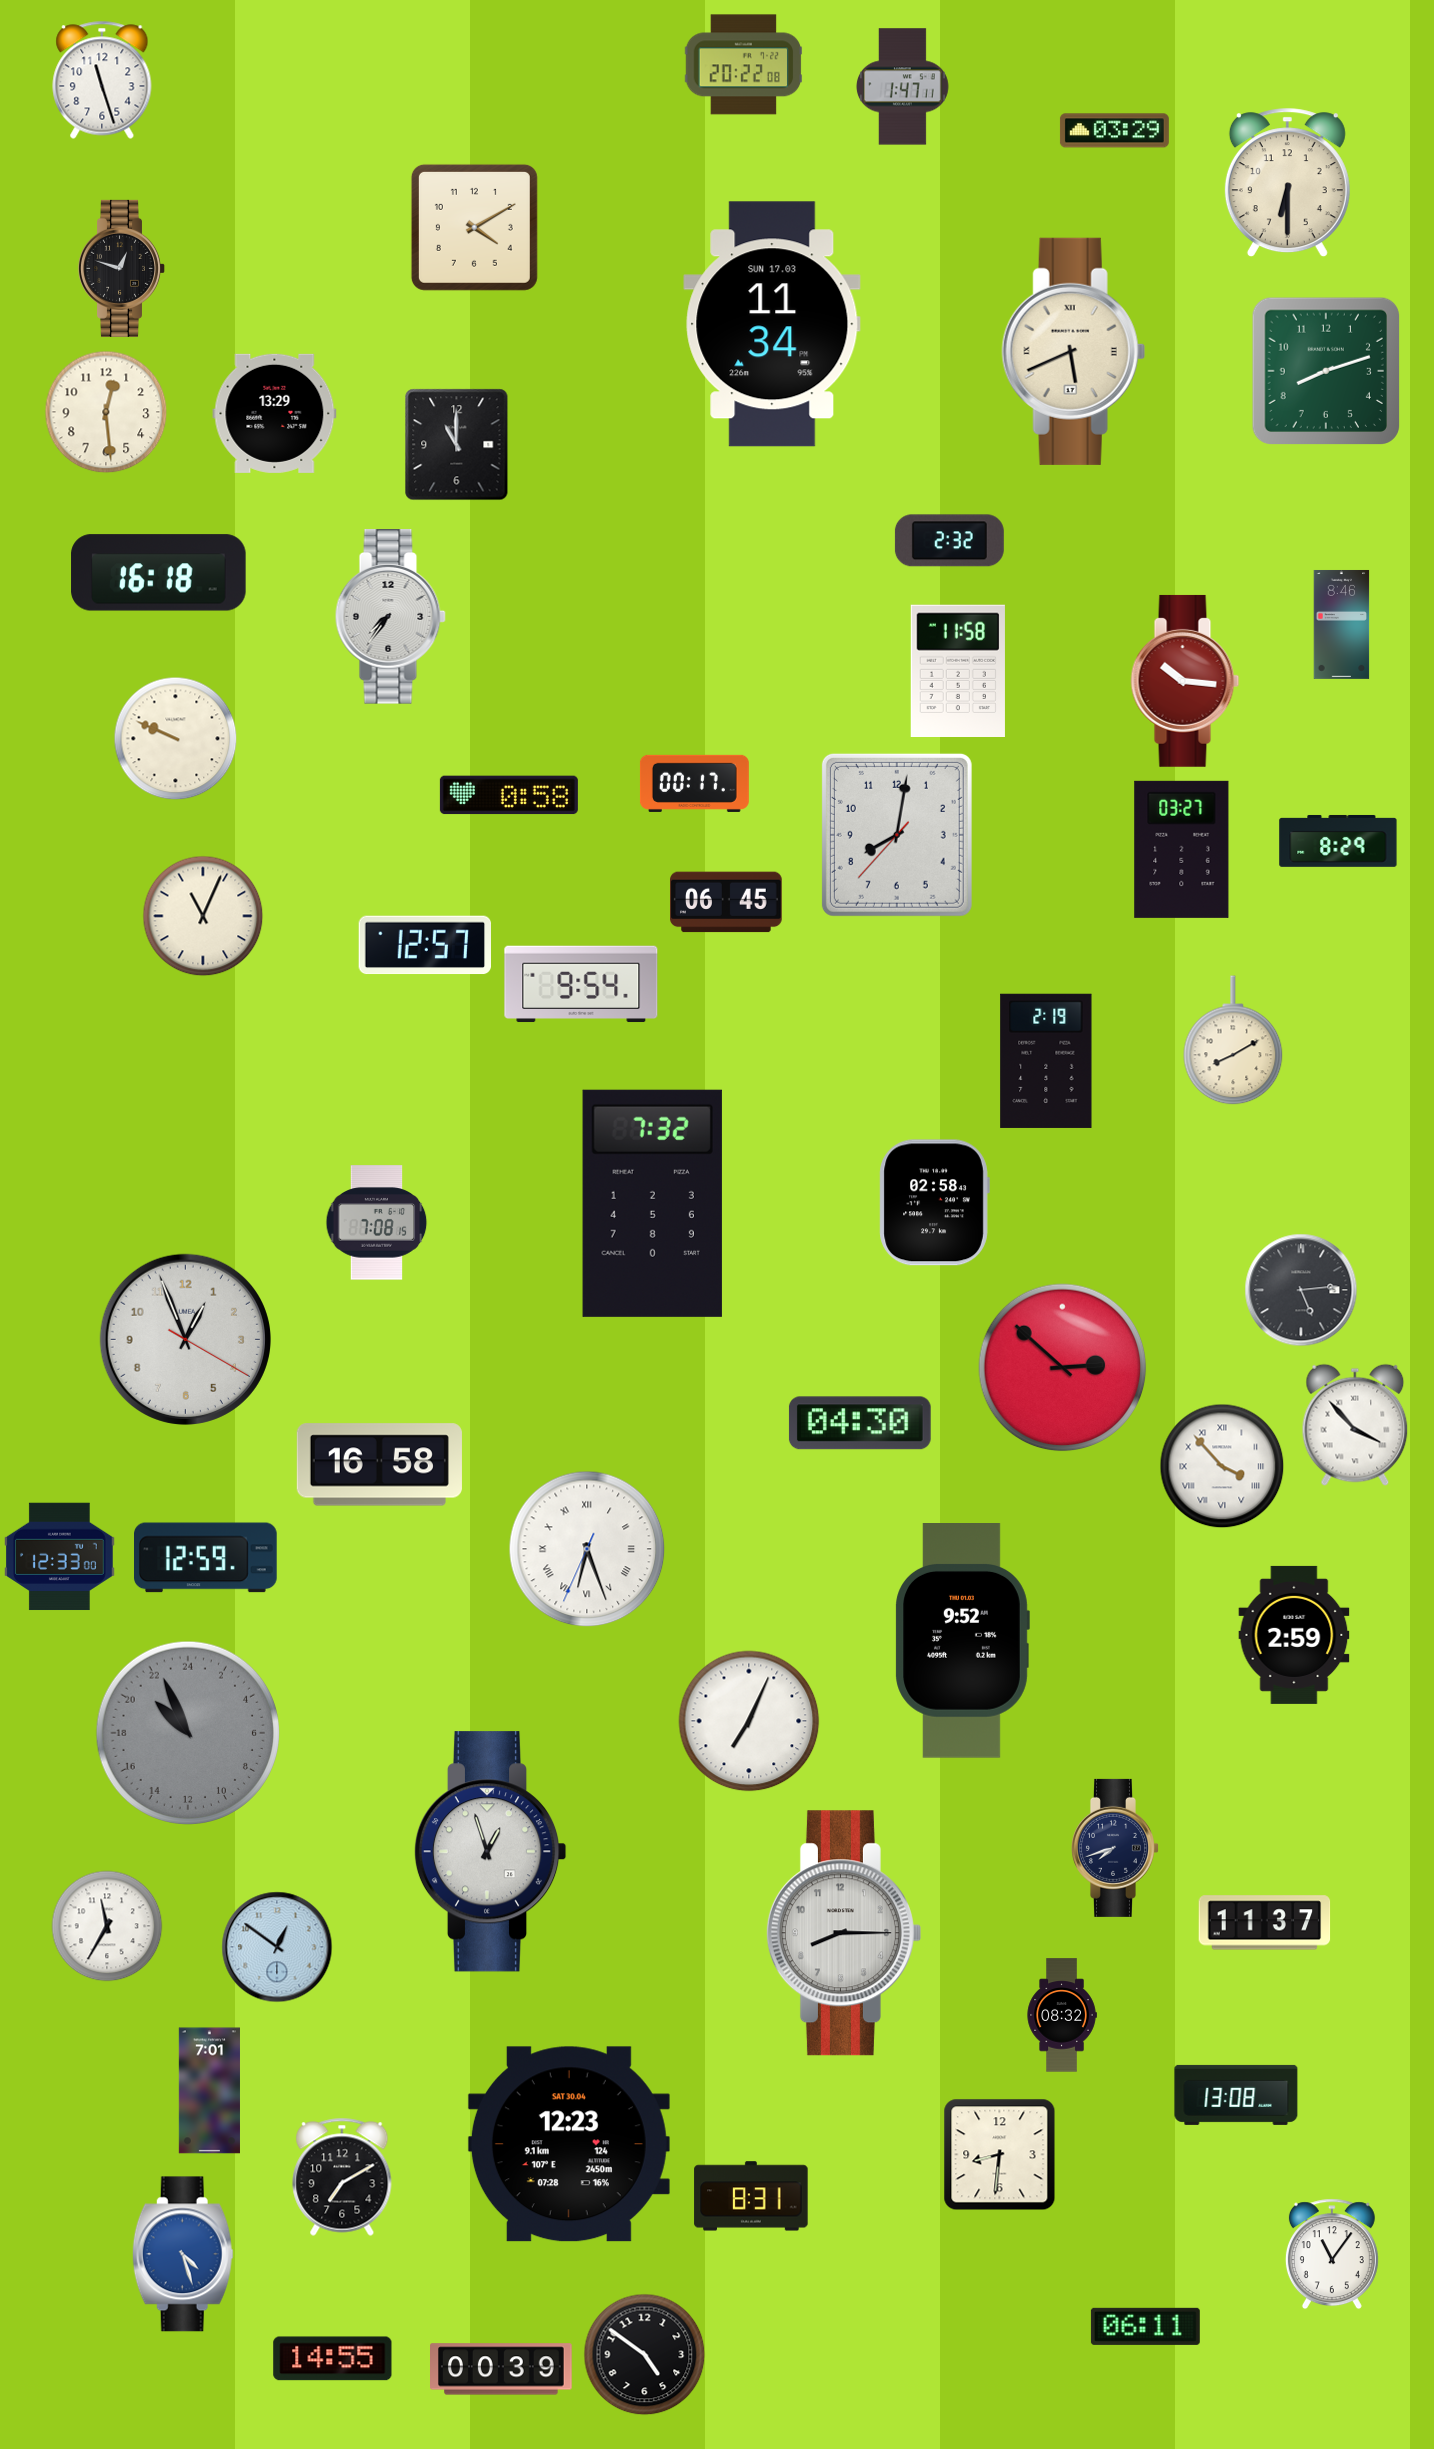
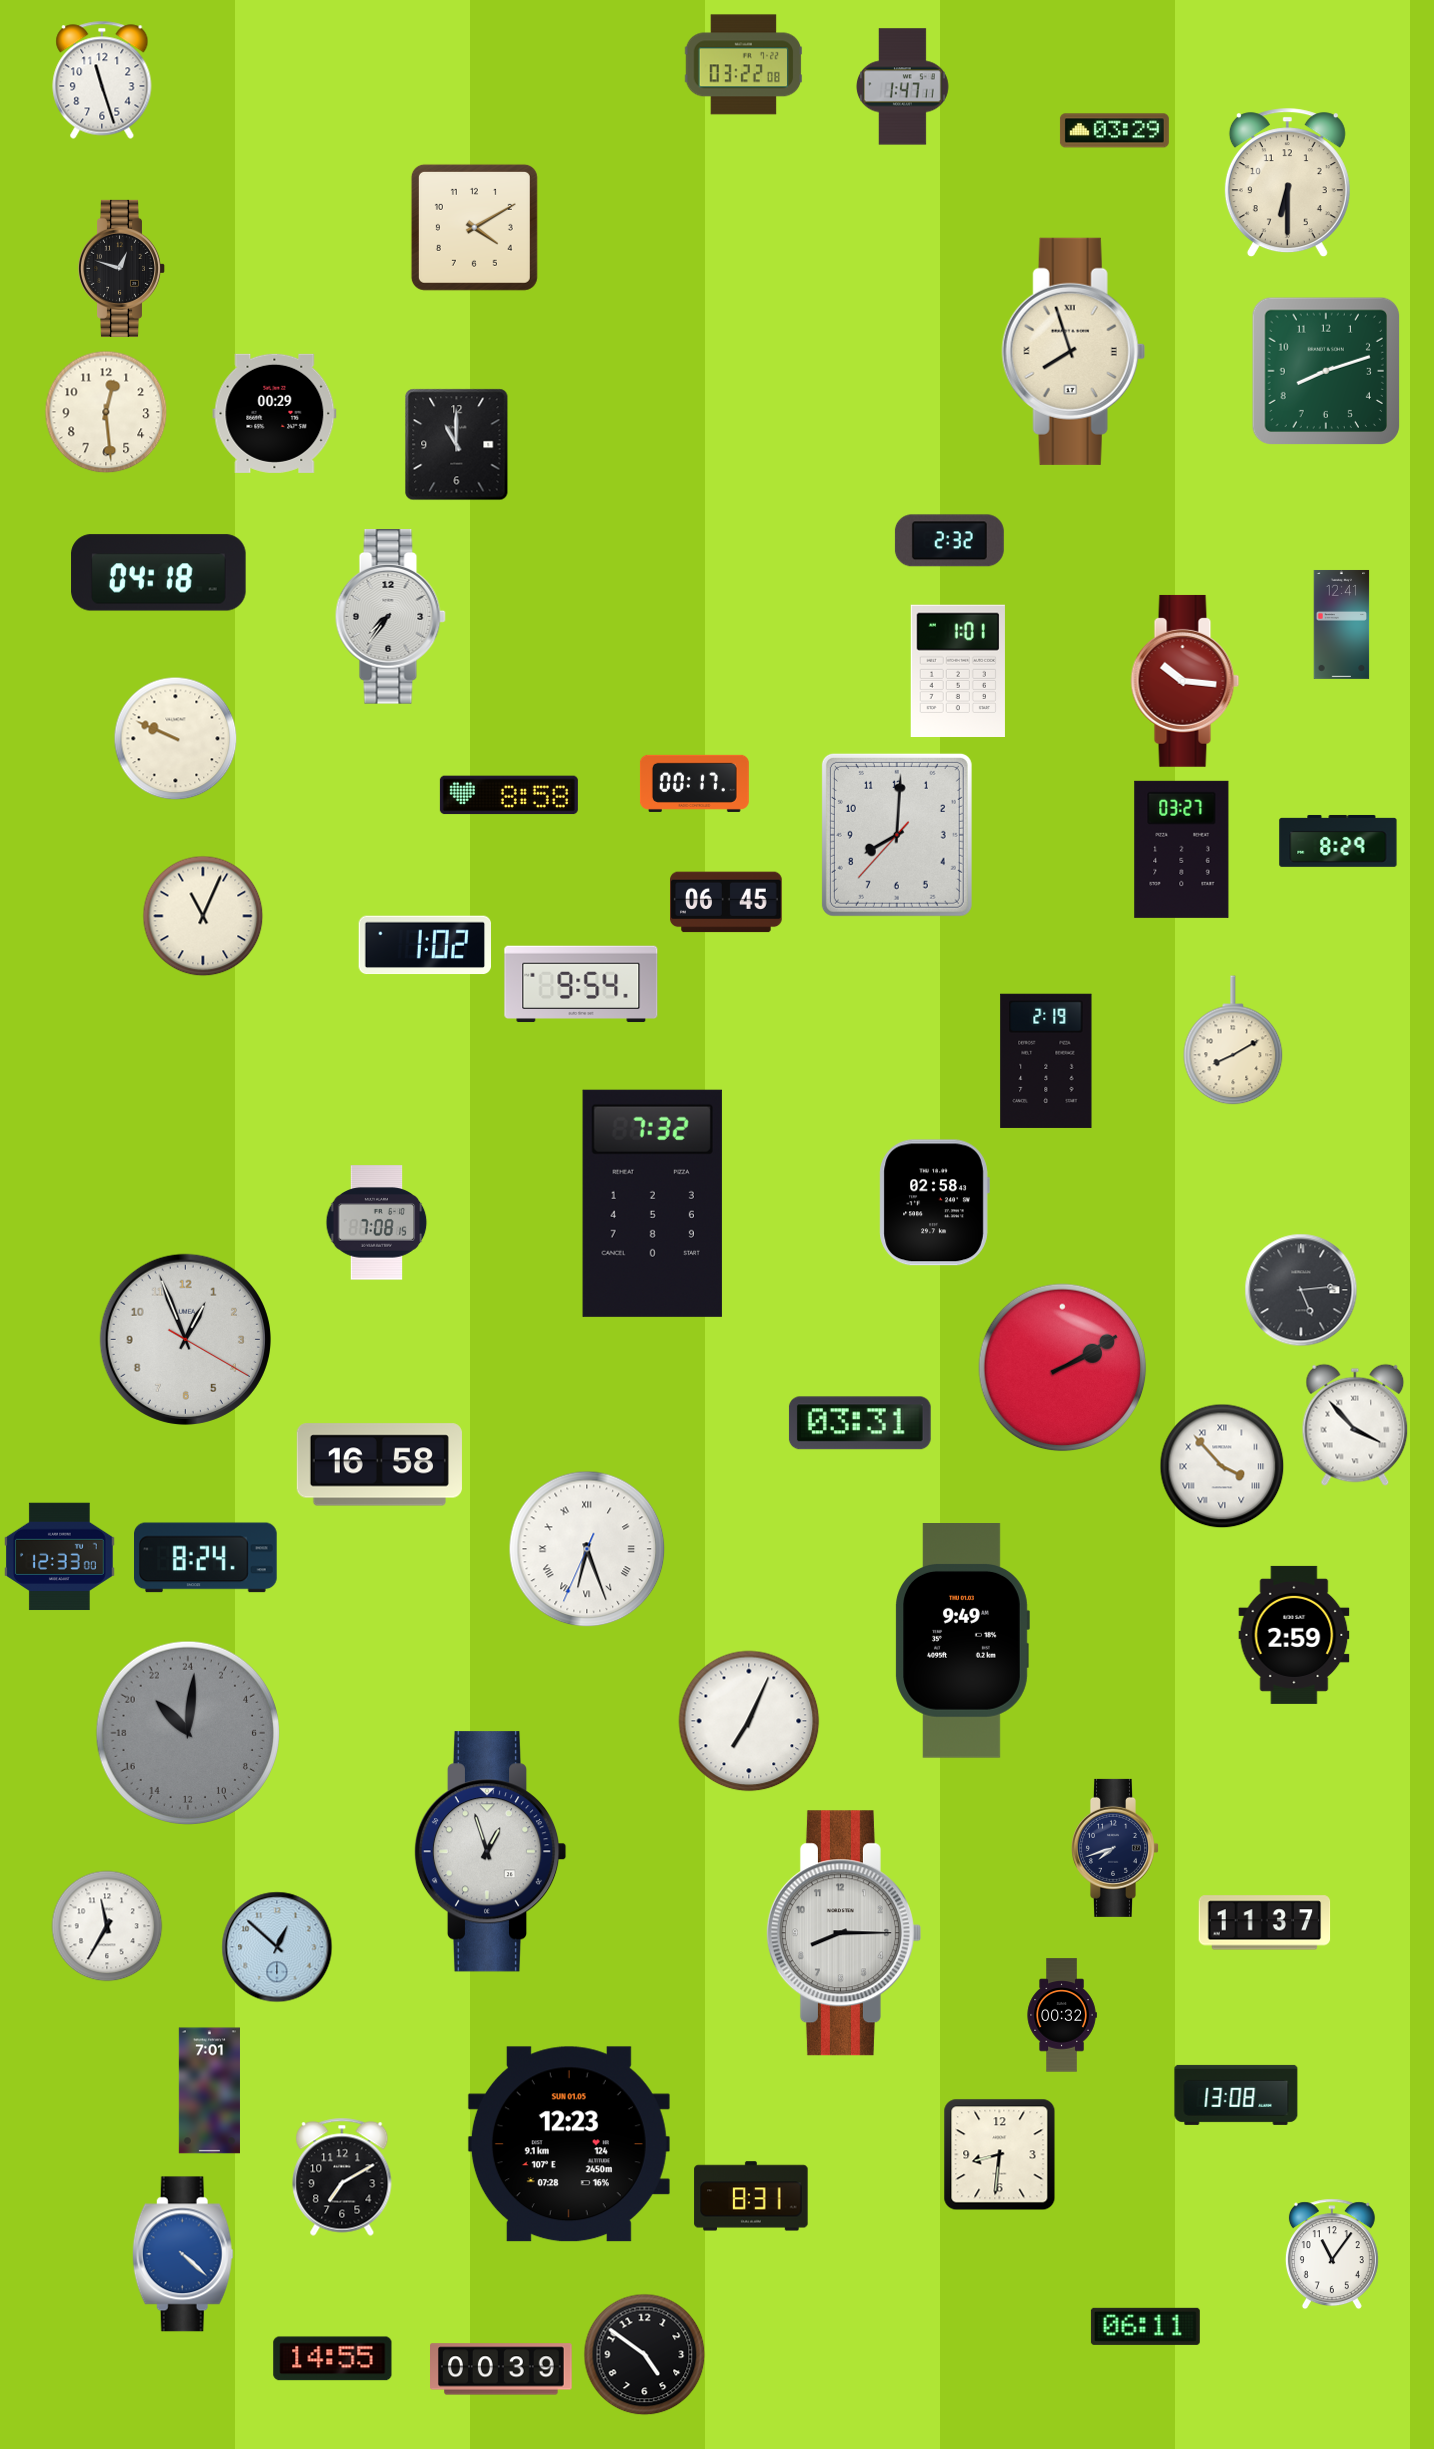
clock at (744, 65): 20:22 -> 03:22
clock at (772, 324): 11:34 -> none
clock at (1073, 351): 5:41 -> 7:57
clock at (275, 413): 13:29 -> 00:29
clock at (159, 573): 16:18 -> 04:18
clock at (1342, 624): 8:46 -> 12:41
clock at (958, 670): 11:58 -> 1:01
clock at (509, 795): 0:58 -> 8:58
clock at (897, 835): 8:01 -> 8:00
clock at (425, 945): 12:57 -> 1:02
clock at (1063, 1368): 2:52 -> 2:10
clock at (860, 1423): 04:30 -> 03:31
clock at (206, 1558): 12:59 -> 8:24
clock at (962, 1641): 9:52 -> 9:49
clock at (187, 1732): 20:56 -> 21:01
clock at (277, 1947): 12:51 -> 12:52
clock at (1062, 2015): 08:32 -> 00:32
clock at (569, 2144) date: SAT 30.04 -> SUN 01.05
clock at (183, 2254): 4:27 -> 4:22
